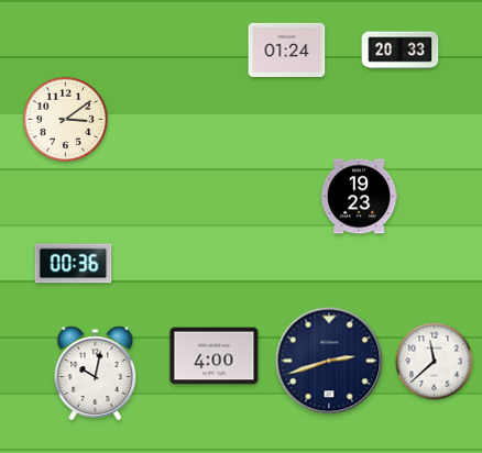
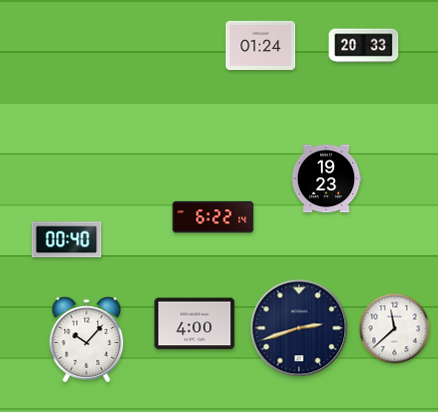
clock at (66, 120): 3:09 -> none
clock at (213, 217): none -> 6:22
clock at (74, 264): 00:36 -> 00:40
clock at (96, 374): 10:02 -> 10:07
